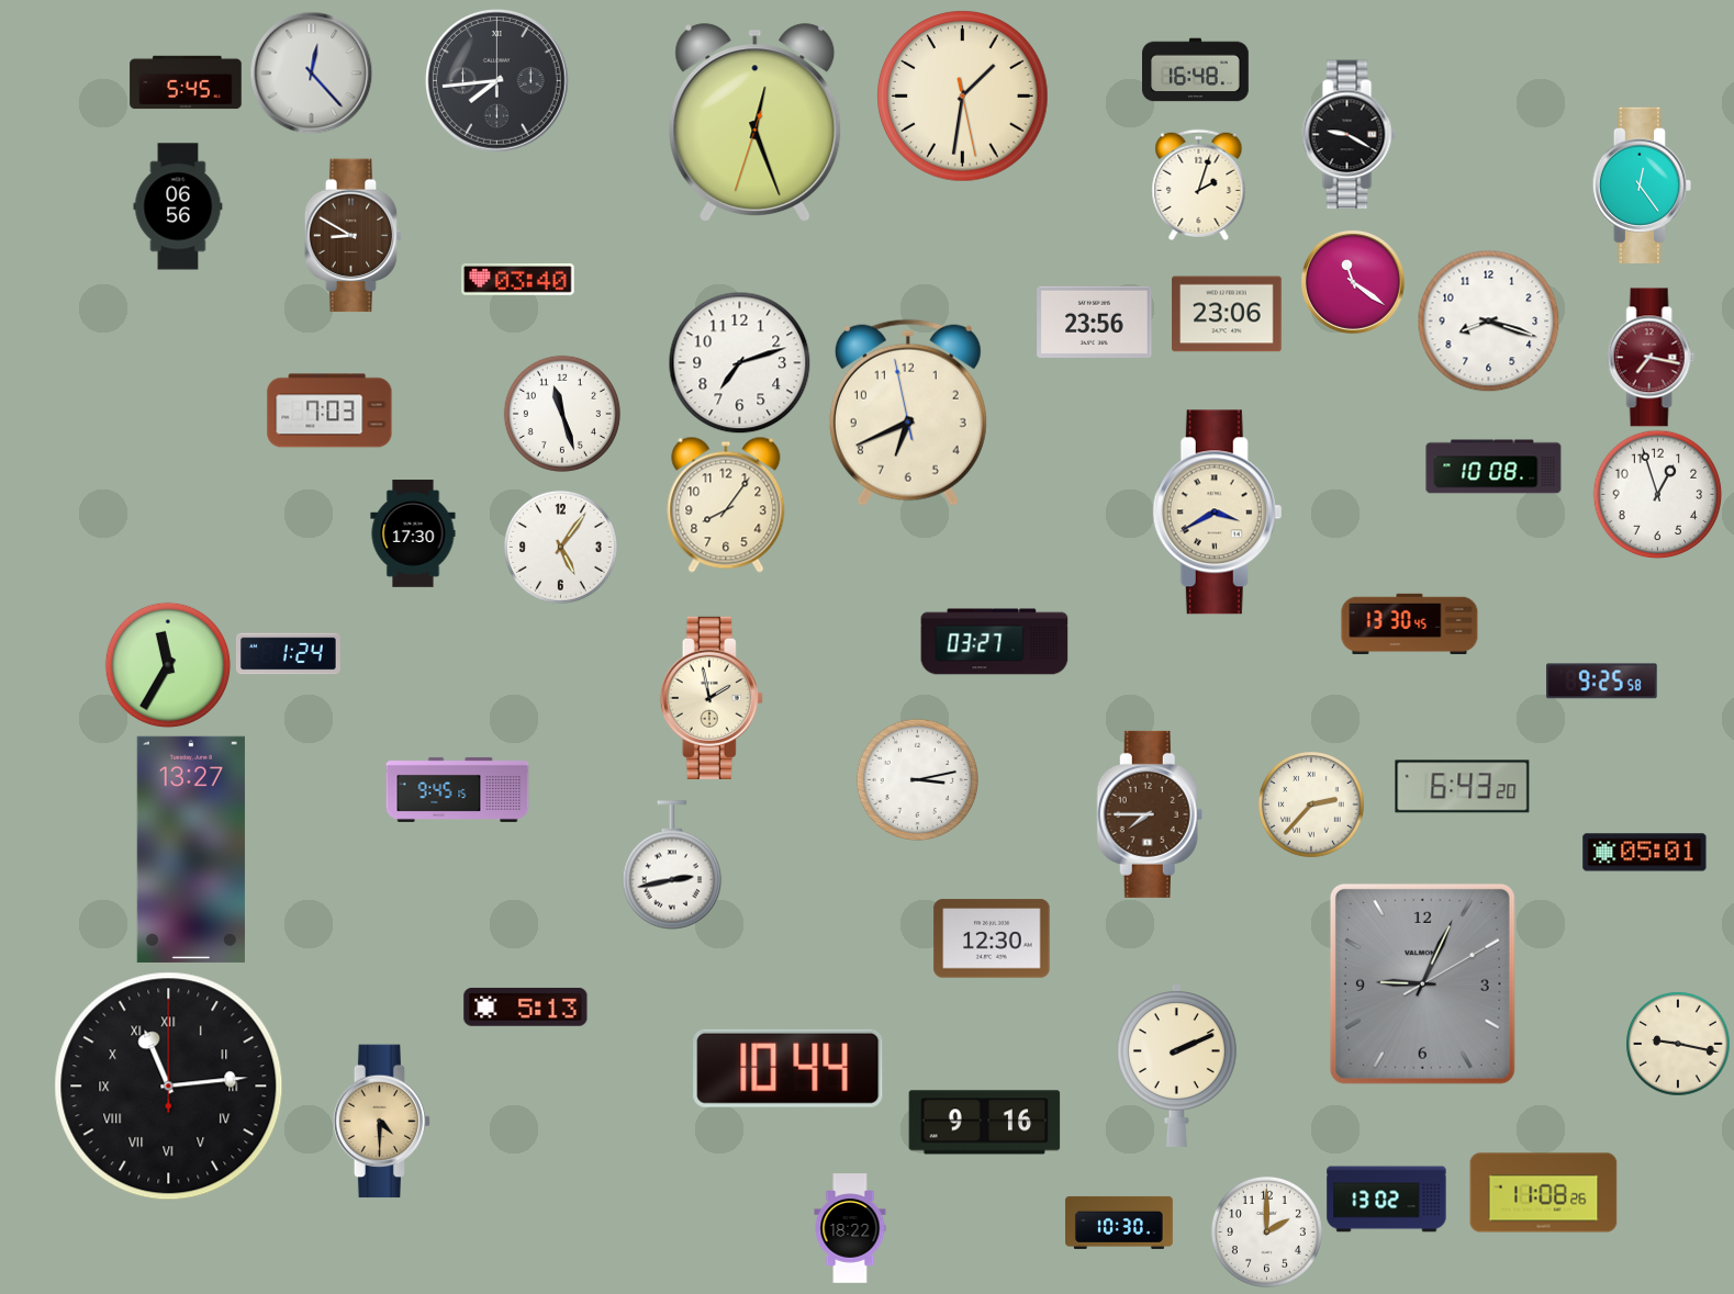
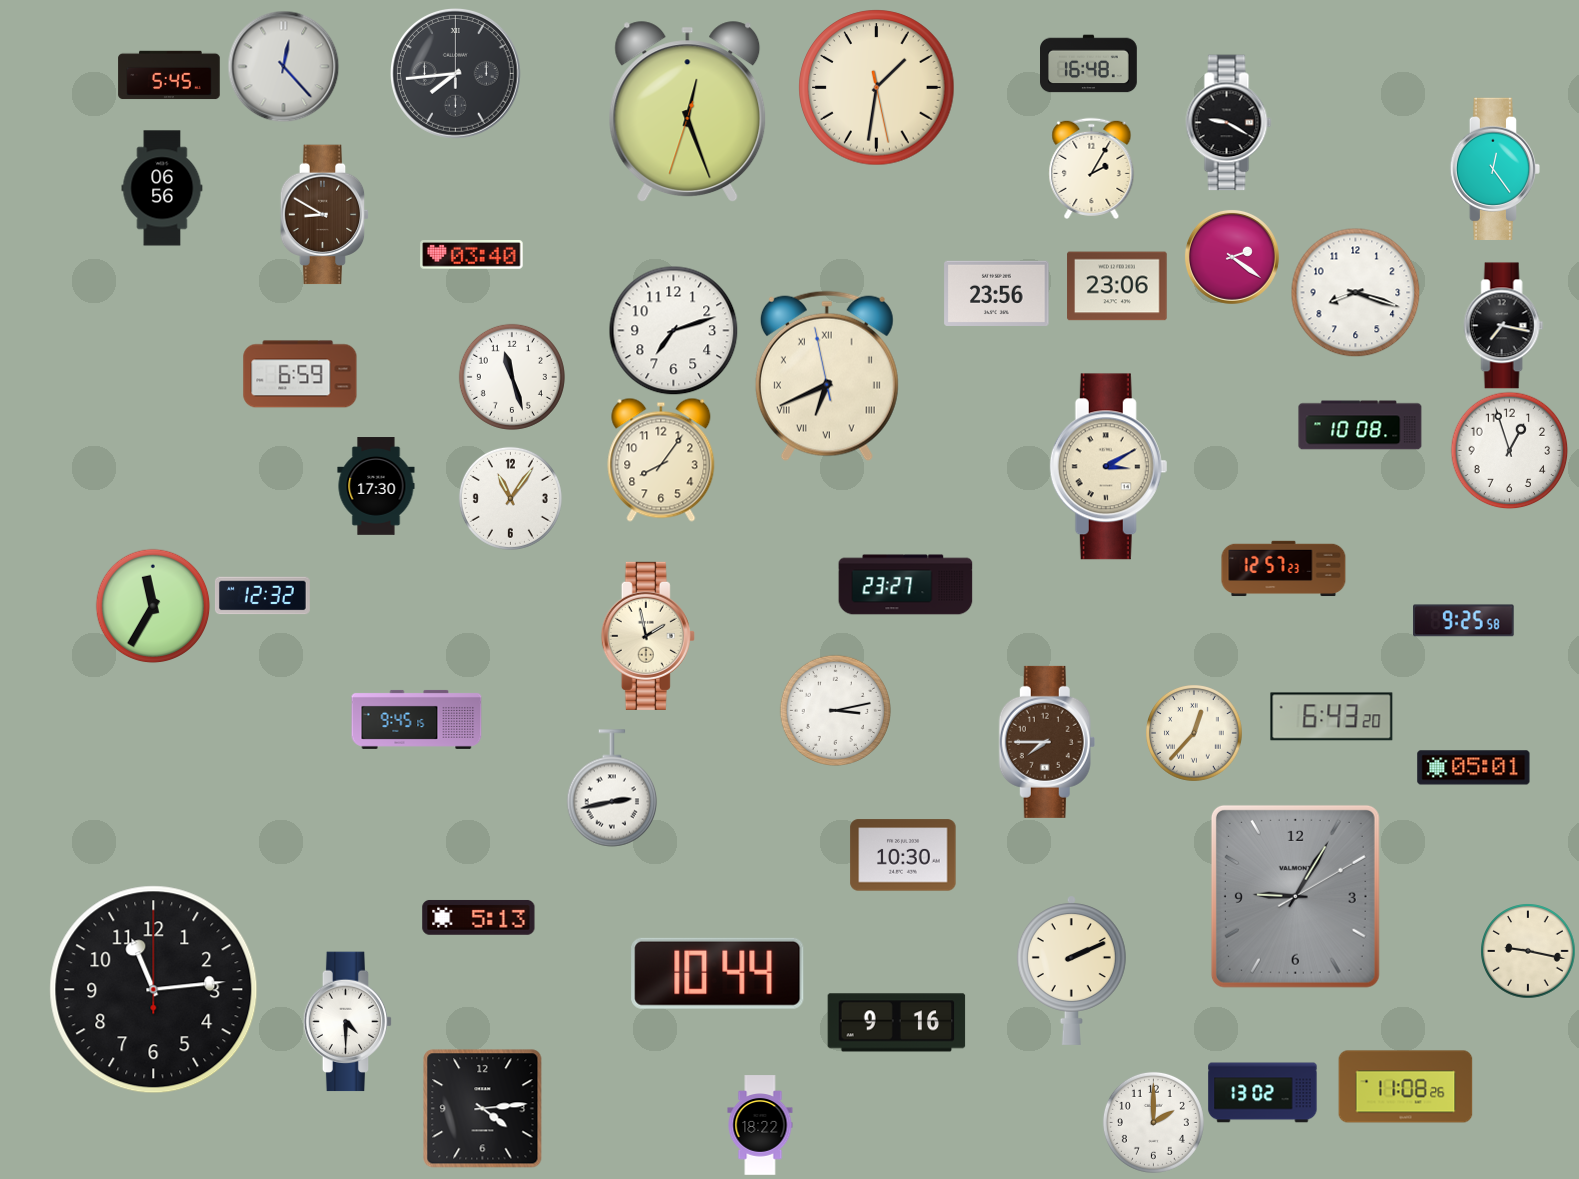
clock at (497, 81) position: (497, 81) -> (456, 74)
clock at (1199, 184): 2:03 -> 2:05
clock at (354, 236) position: (354, 236) -> (325, 215)
clock at (1353, 282): 11:21 -> 2:21
clock at (1652, 358) dial: burgundy -> black
clock at (329, 410): 7:03 -> 6:59
clock at (908, 413) numerals: Arabic -> Roman
clock at (1218, 513): 3:40 -> 3:10
clock at (560, 547): 5:06 -> 11:06
clock at (1410, 625): 13:30 -> 12:57
clock at (995, 642): 03:27 -> 23:27
clock at (288, 654): 1:24 -> 12:32
clock at (1602, 682) position: (1602, 682) -> (1464, 621)
clock at (1311, 804): 2:37 -> 12:37
clock at (191, 849): 13:27 -> none
clock at (1645, 853) position: (1645, 853) -> (1474, 768)
clock at (992, 938): 12:30 -> 10:30
clock at (1422, 983): 9:04 -> 9:05
clock at (169, 1087) numerals: Roman -> Arabic
clock at (382, 1122) dial: champagne -> white
clock at (483, 1109): none -> 4:14
clock at (1119, 1223): 10:30 -> none
clock at (850, 1228) position: (850, 1228) -> (760, 1125)
